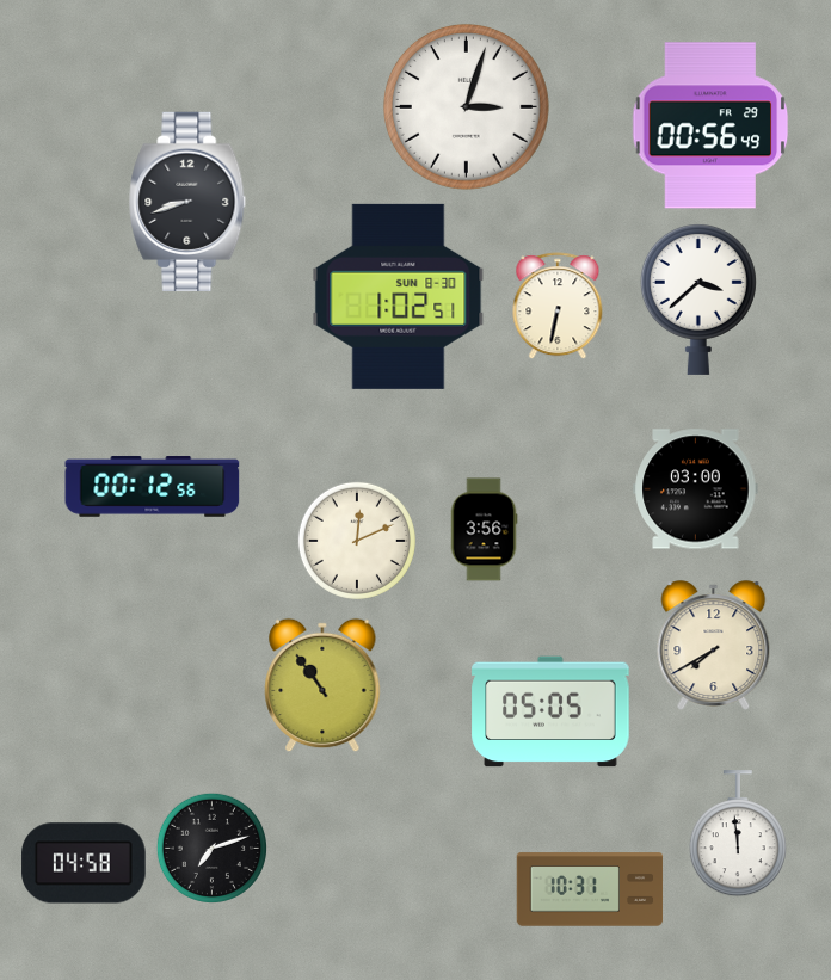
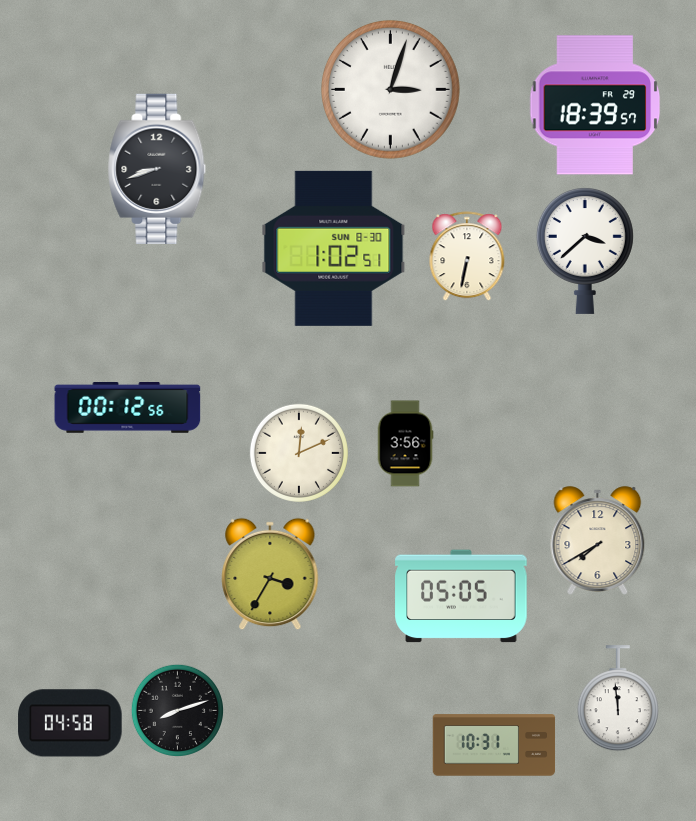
clock at (710, 125): 00:56 -> 18:39
clock at (696, 489): 03:00 -> none
clock at (322, 685): 10:54 -> 3:35
clock at (211, 848): 7:12 -> 8:12
